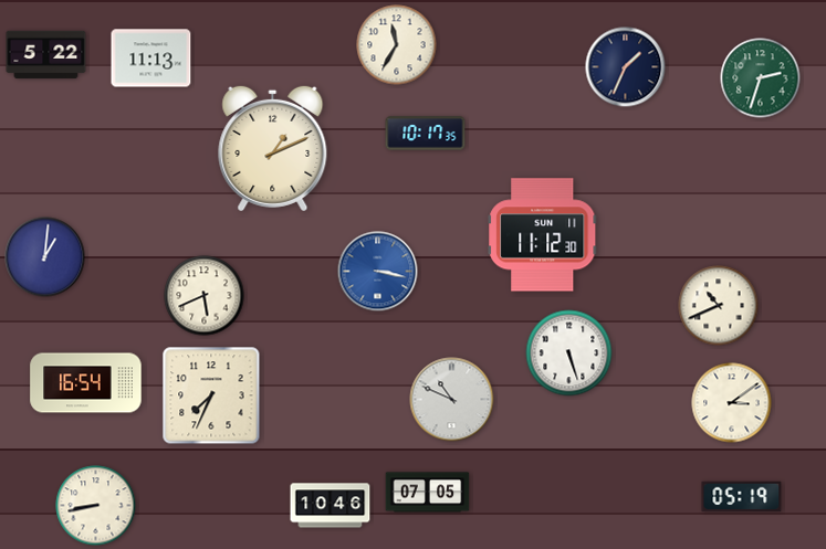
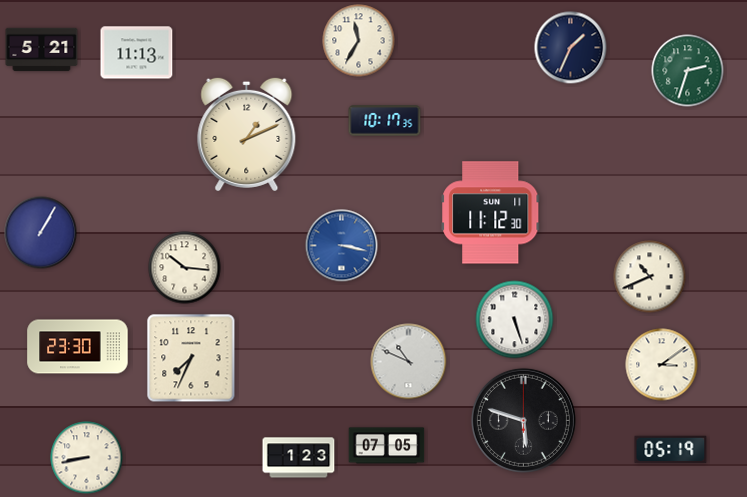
clock at (46, 55): 5:22 -> 5:21
clock at (626, 67) position: (626, 67) -> (571, 48)
clock at (45, 257): 1:01 -> 1:05
clock at (205, 296): 5:41 -> 10:16
clock at (86, 383): 16:54 -> 23:30
clock at (523, 420): none -> 5:48
clock at (331, 506): 10:46 -> 1:23
